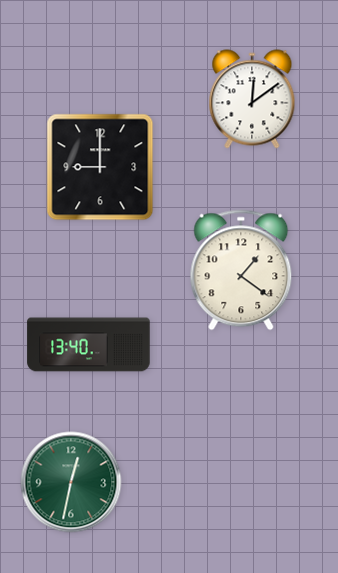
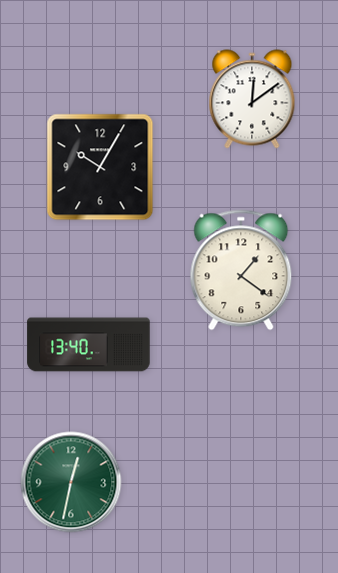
clock at (100, 167): 9:00 -> 10:05
